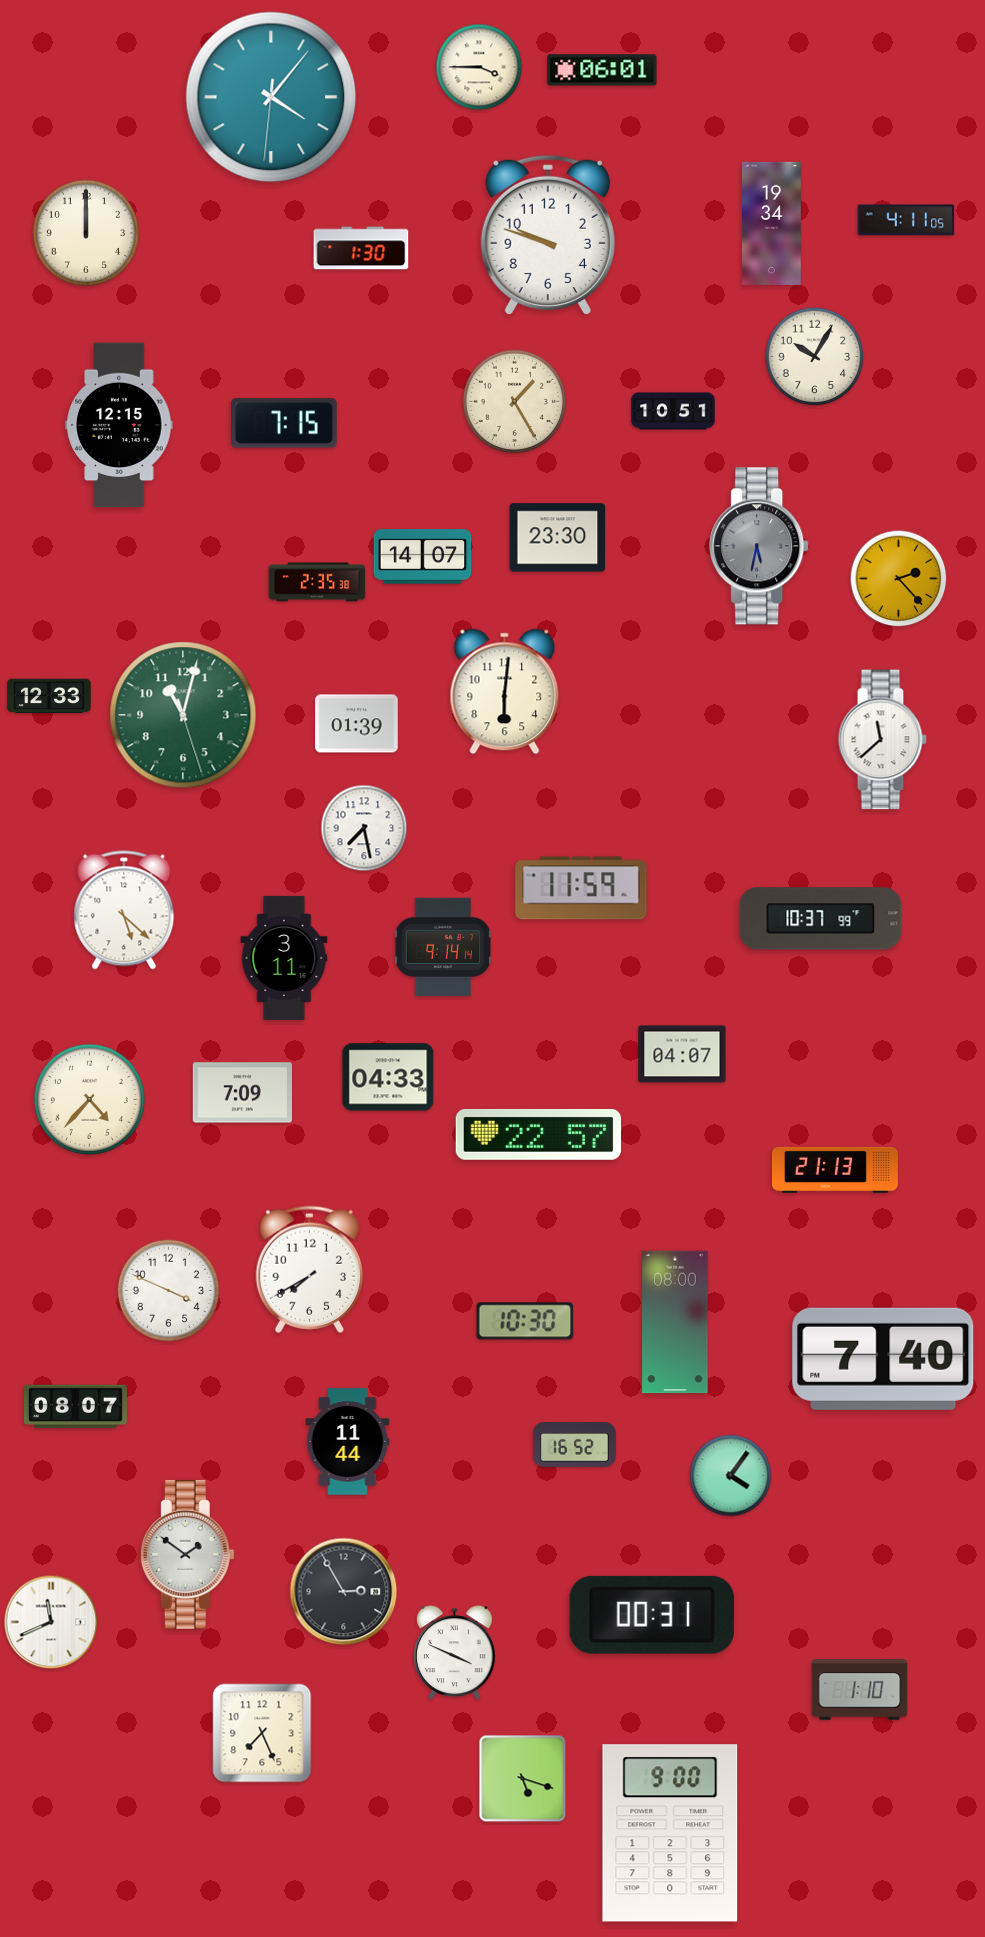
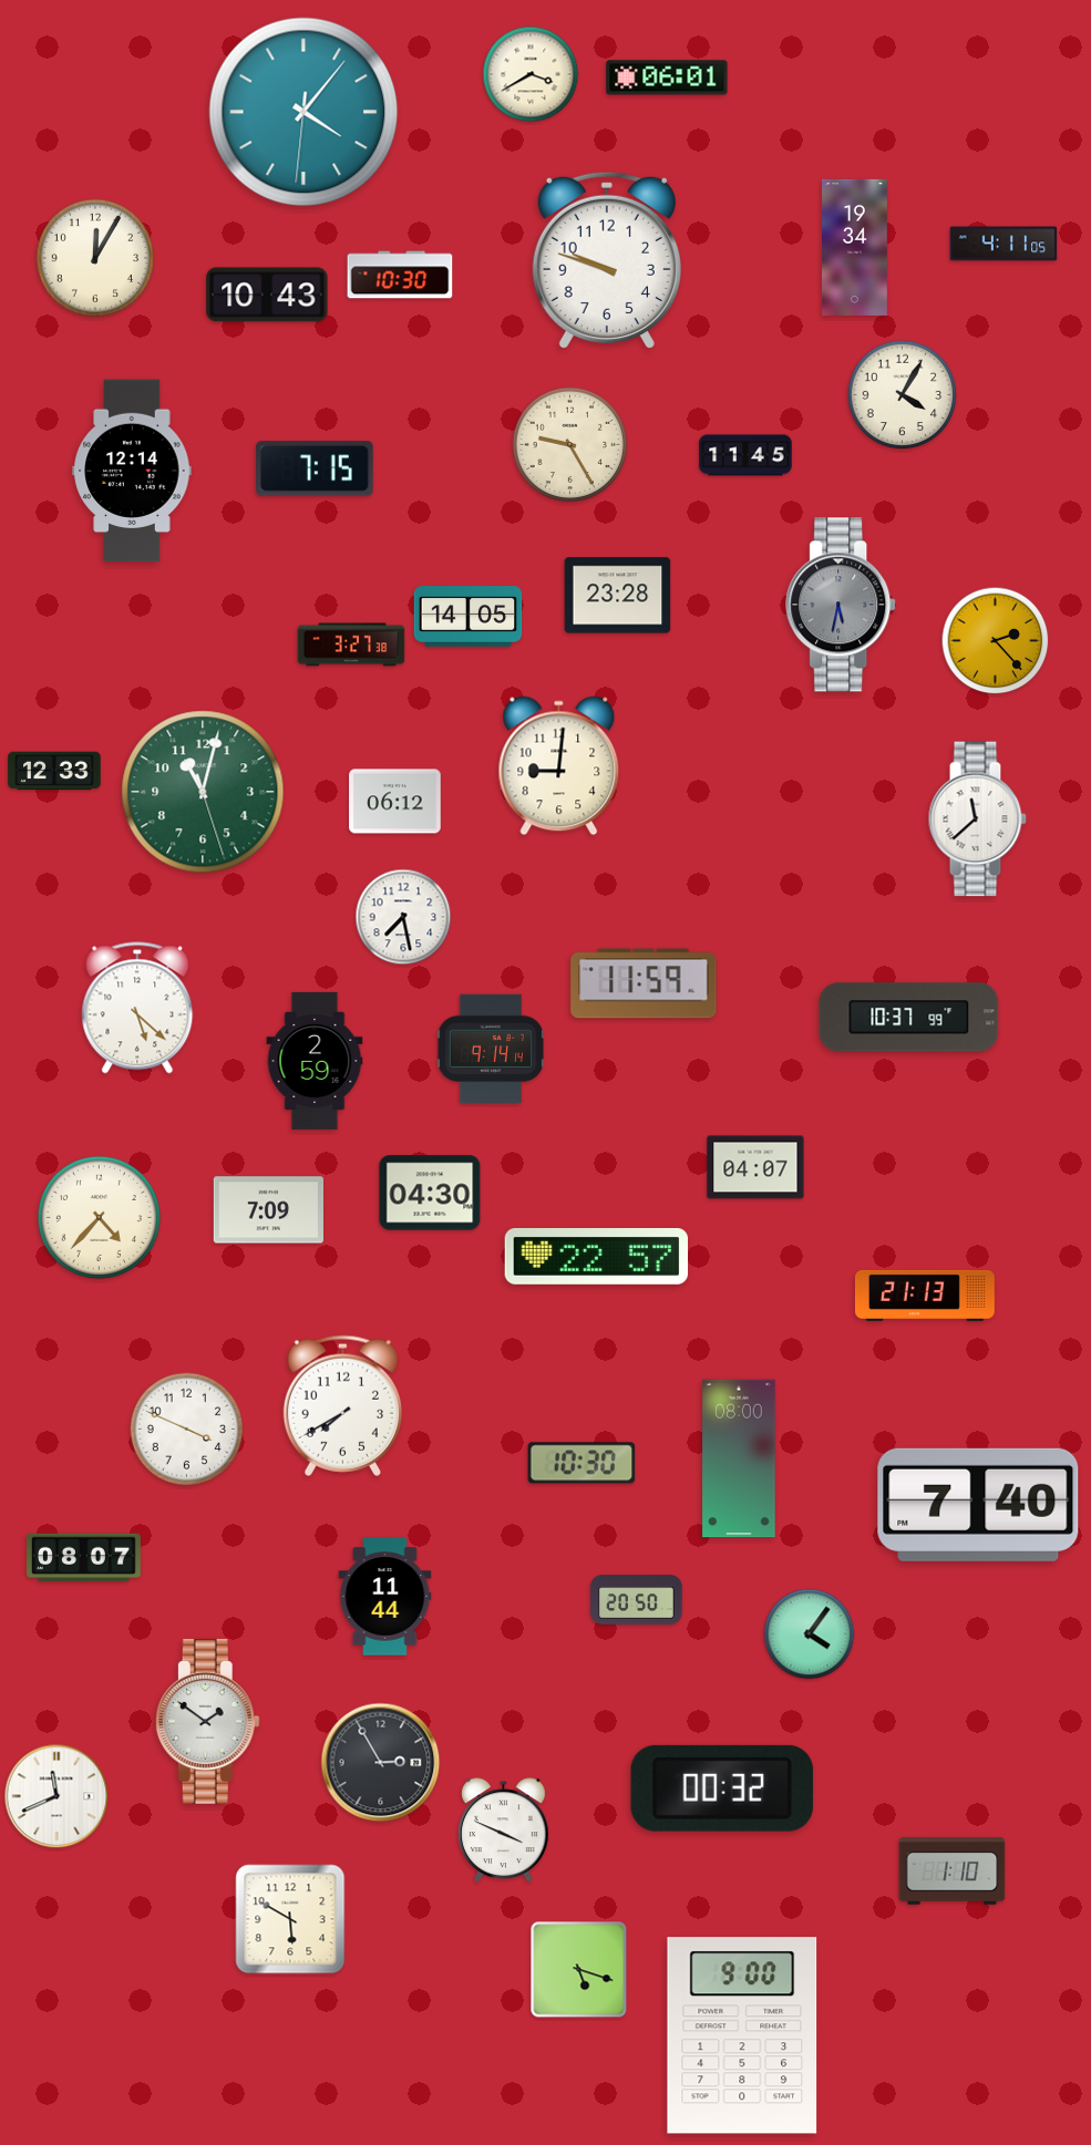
clock at (479, 67): 3:45 -> 3:40
clock at (271, 97) position: (271, 97) -> (303, 112)
clock at (85, 232): 12:00 -> 12:05
clock at (361, 248): 1:30 -> 10:30
clock at (267, 295): none -> 10:43
clock at (815, 357): 10:05 -> 4:05
clock at (515, 402): 1:25 -> 9:25
clock at (673, 411): 10:51 -> 11:45
clock at (119, 425): 12:15 -> 12:14
clock at (558, 538): 23:30 -> 23:28
clock at (423, 557): 14:07 -> 14:05
clock at (317, 582): 2:35 -> 3:27
clock at (505, 692): 6:01 -> 9:01
clock at (357, 724): 01:39 -> 06:12
clock at (284, 958): 3:11 -> 2:59
clock at (388, 1077): 04:33 -> 04:30
clock at (675, 1322) position: (675, 1322) -> (739, 1458)
clock at (575, 1445): 16:52 -> 20:50
clock at (652, 1615): 00:31 -> 00:32
clock at (262, 1733): 7:26 -> 5:50
clock at (670, 1833) position: (670, 1833) -> (742, 2035)
